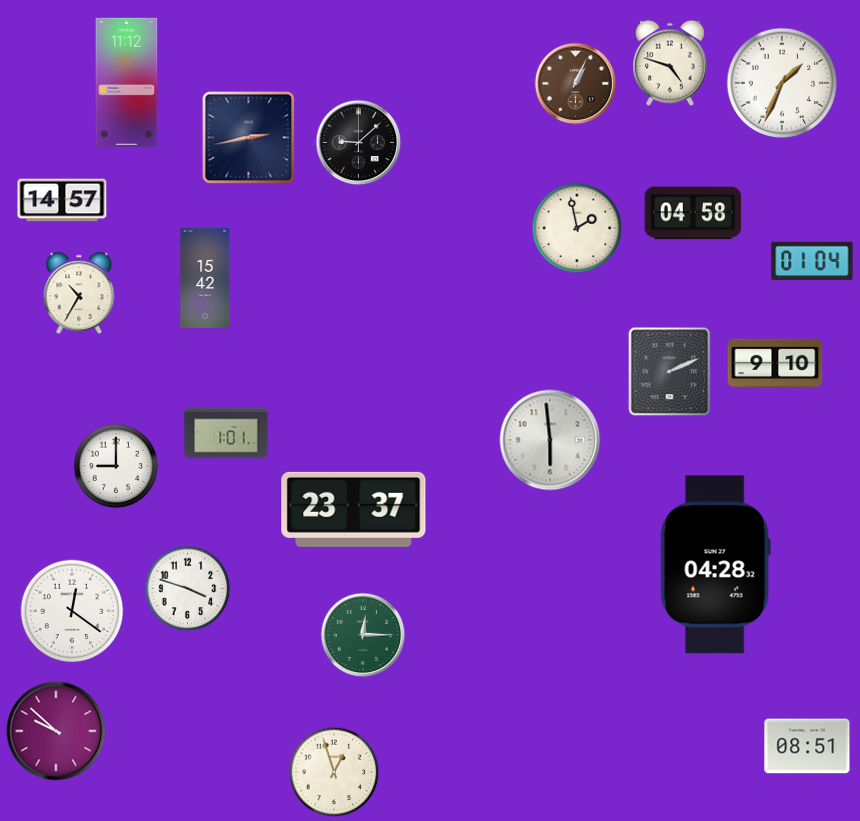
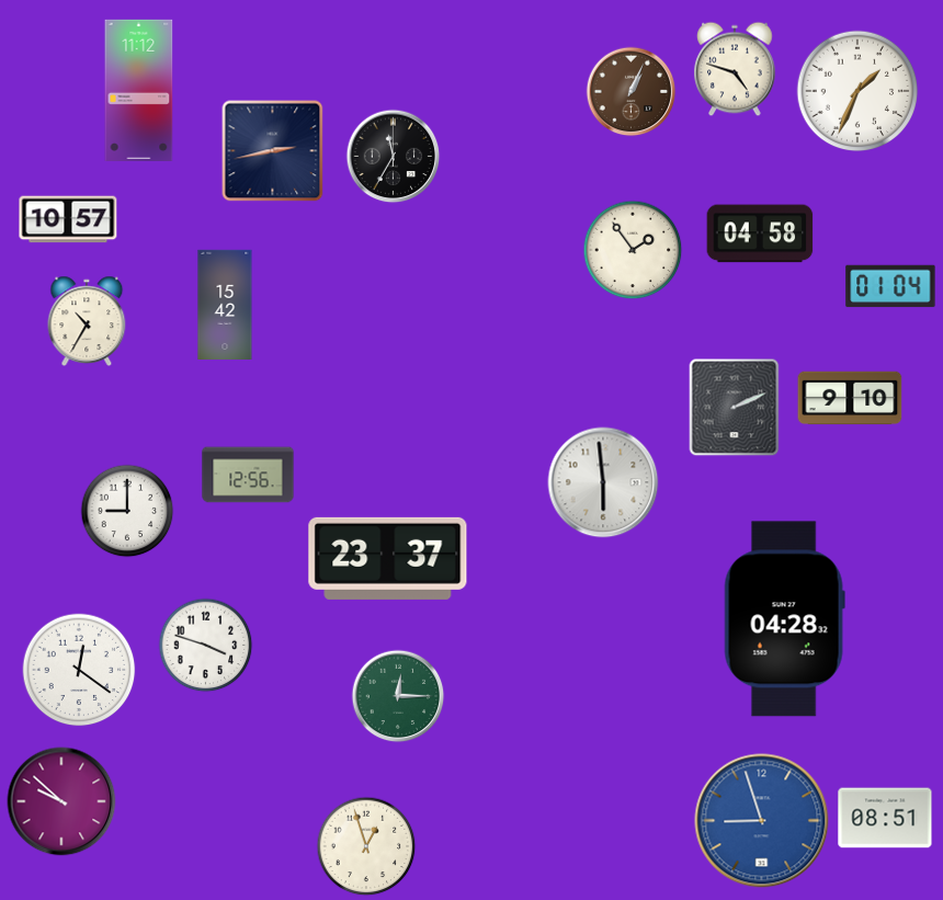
clock at (359, 143): 9:08 -> 11:35
clock at (62, 200): 14:57 -> 10:57
clock at (577, 228): 1:58 -> 1:54
clock at (226, 433): 1:01 -> 12:56
clock at (762, 821): none -> 8:57
